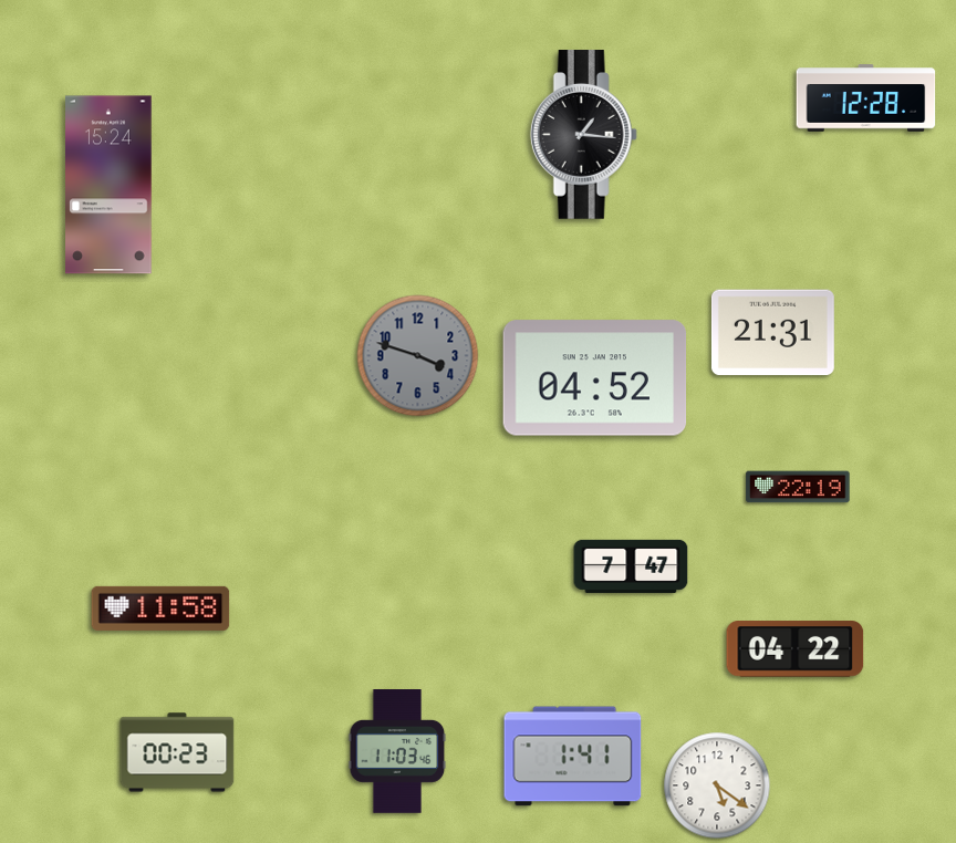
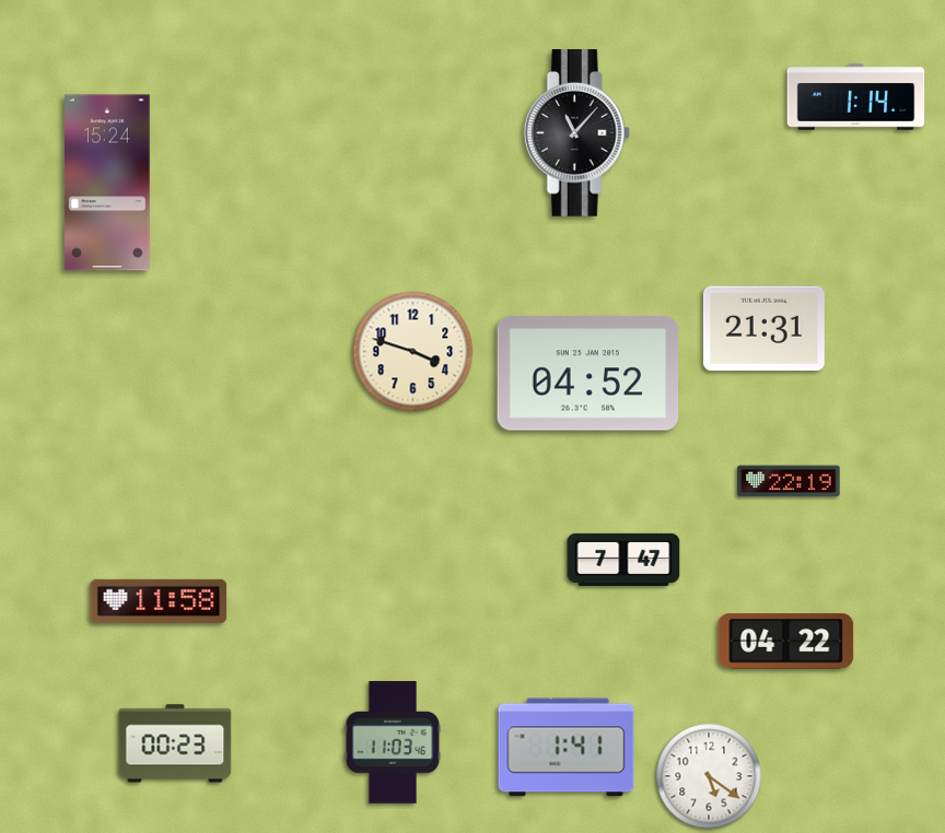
clock at (866, 98): 12:28 -> 1:14
clock at (583, 135): 1:16 -> 11:07
clock at (418, 356) dial: grey -> cream
